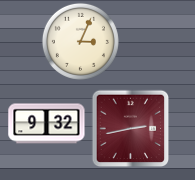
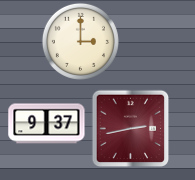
clock at (80, 41): 3:04 -> 3:00
clock at (47, 124): 9:32 -> 9:37
